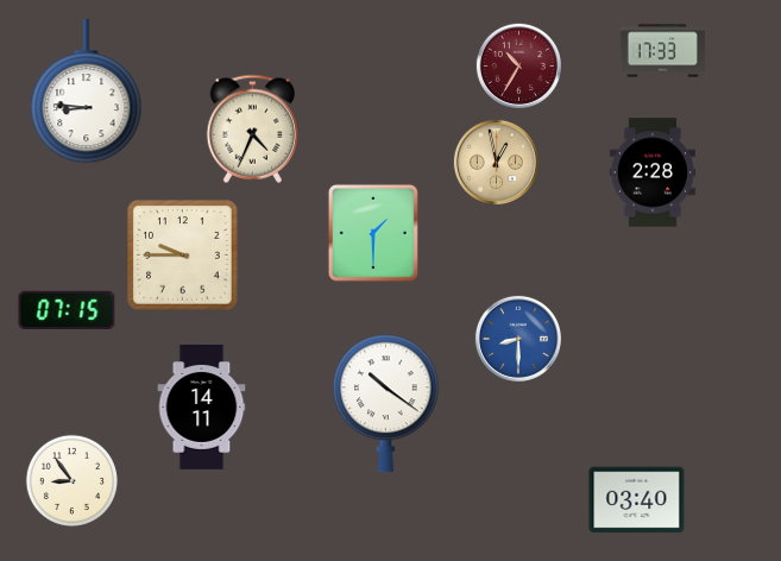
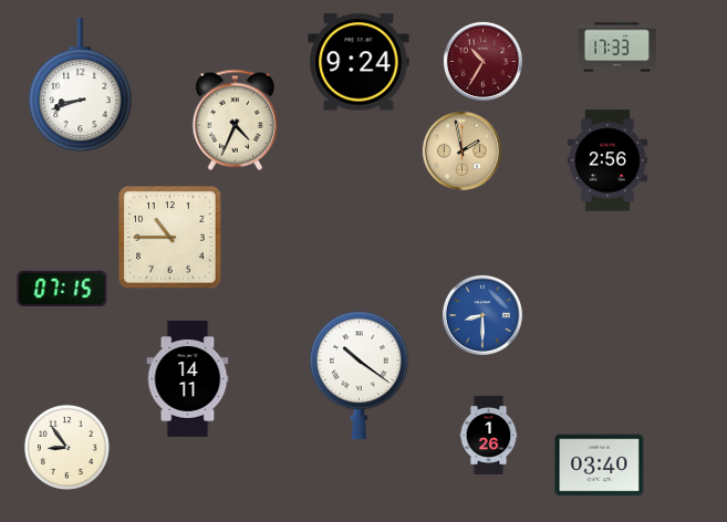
clock at (359, 62): none -> 9:24
clock at (87, 92): 8:46 -> 8:42
clock at (496, 162): 12:58 -> 1:58
clock at (653, 172): 2:28 -> 2:56
clock at (373, 233): 1:30 -> none
clock at (183, 256): 9:45 -> 10:45
clock at (489, 435): none -> 1:26
clock at (637, 500) position: (637, 500) -> (600, 466)
